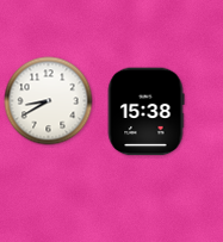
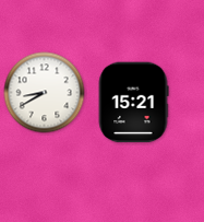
clock at (145, 112): 15:38 -> 15:21
